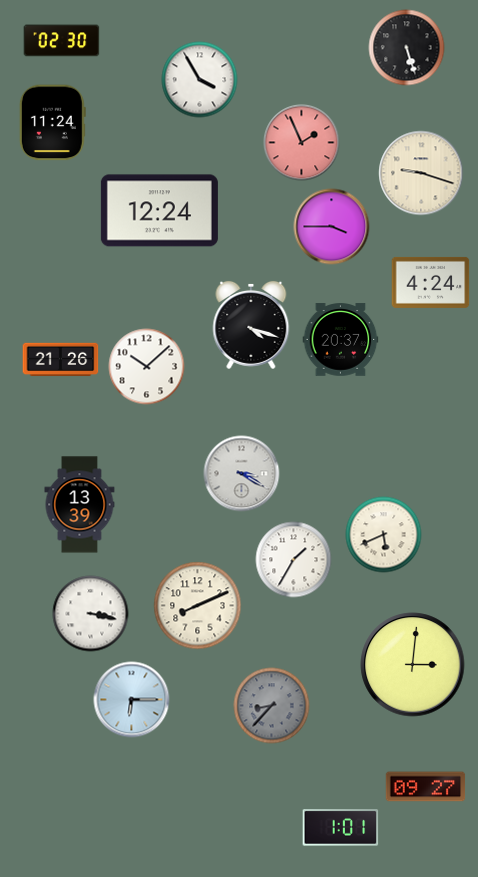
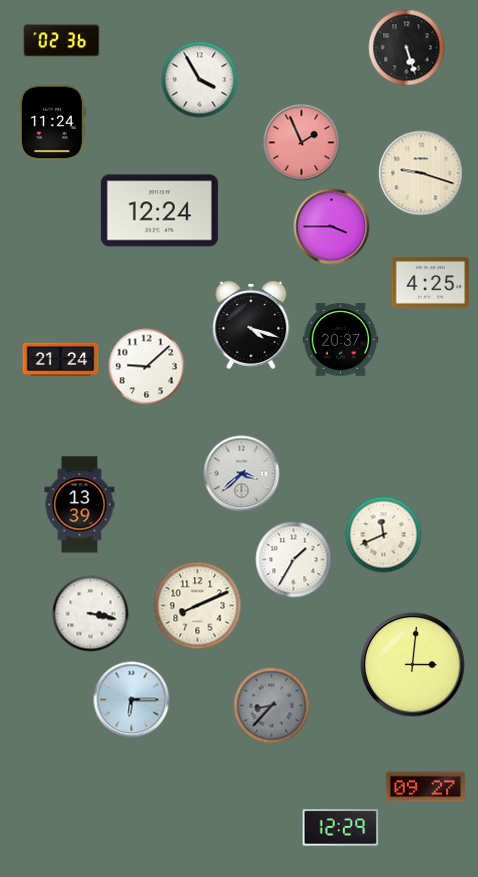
clock at (62, 41): 02:30 -> 02:36
clock at (431, 282): 4:24 -> 4:25
clock at (61, 360): 21:26 -> 21:24
clock at (147, 367): 10:08 -> 9:08
clock at (242, 474): 3:20 -> 3:38
clock at (384, 535): 5:41 -> 11:41
clock at (341, 828): 1:01 -> 12:29
